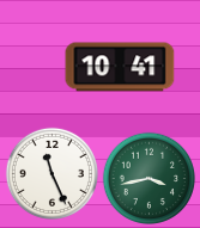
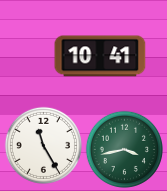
clock at (51, 173): 11:26 -> 11:25
